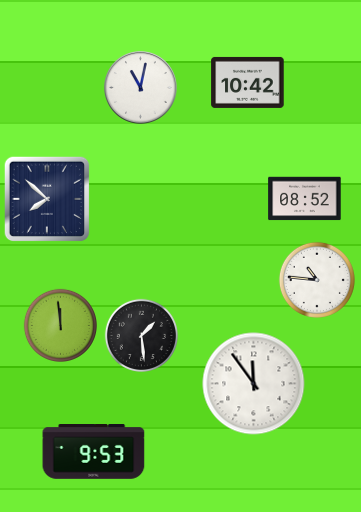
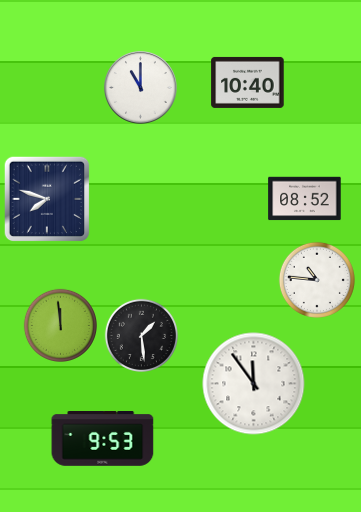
clock at (248, 82): 10:42 -> 10:40
clock at (141, 88): 11:02 -> 11:00
clock at (47, 199): 7:52 -> 7:48
clock at (94, 452) position: (94, 452) -> (103, 439)
